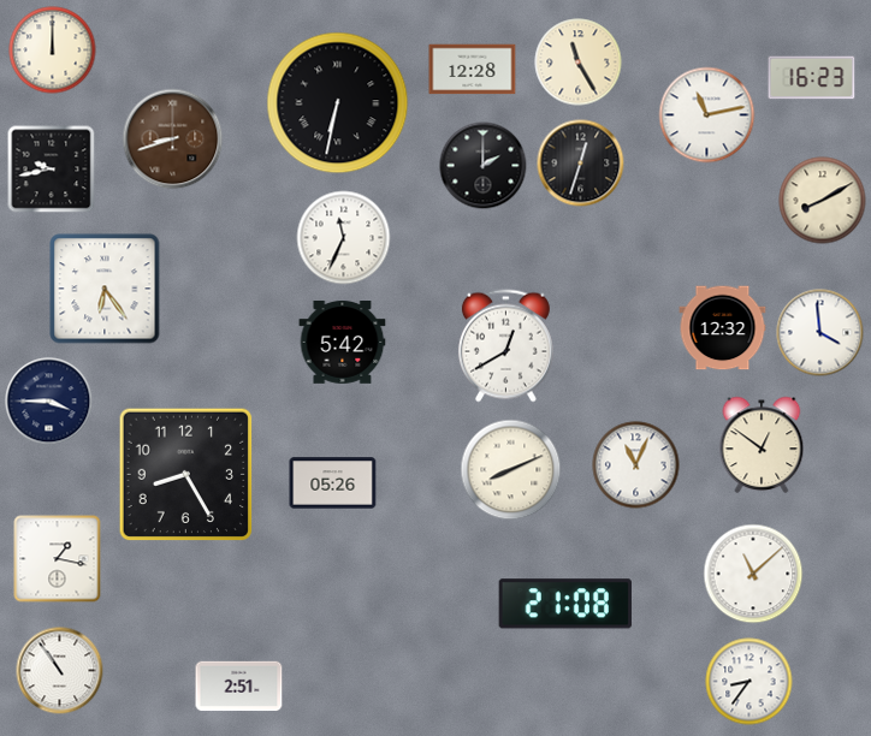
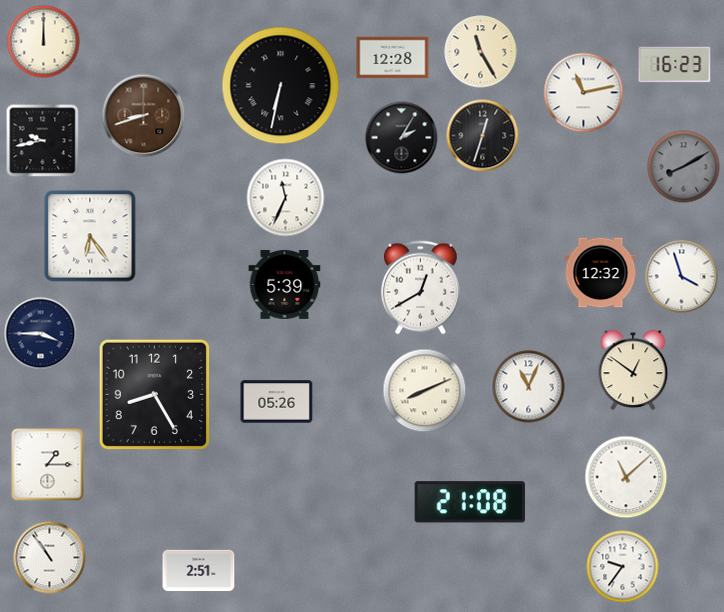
clock at (707, 115) position: (707, 115) -> (584, 93)
clock at (484, 166): 2:00 -> 2:05
clock at (823, 201) dial: cream -> grey
clock at (105, 289) position: (105, 289) -> (90, 236)
clock at (820, 333): 3:59 -> 3:57
clock at (343, 343): 5:42 -> 5:39
clock at (58, 559): 1:17 -> 1:15
clock at (749, 682): 8:36 -> 9:36
